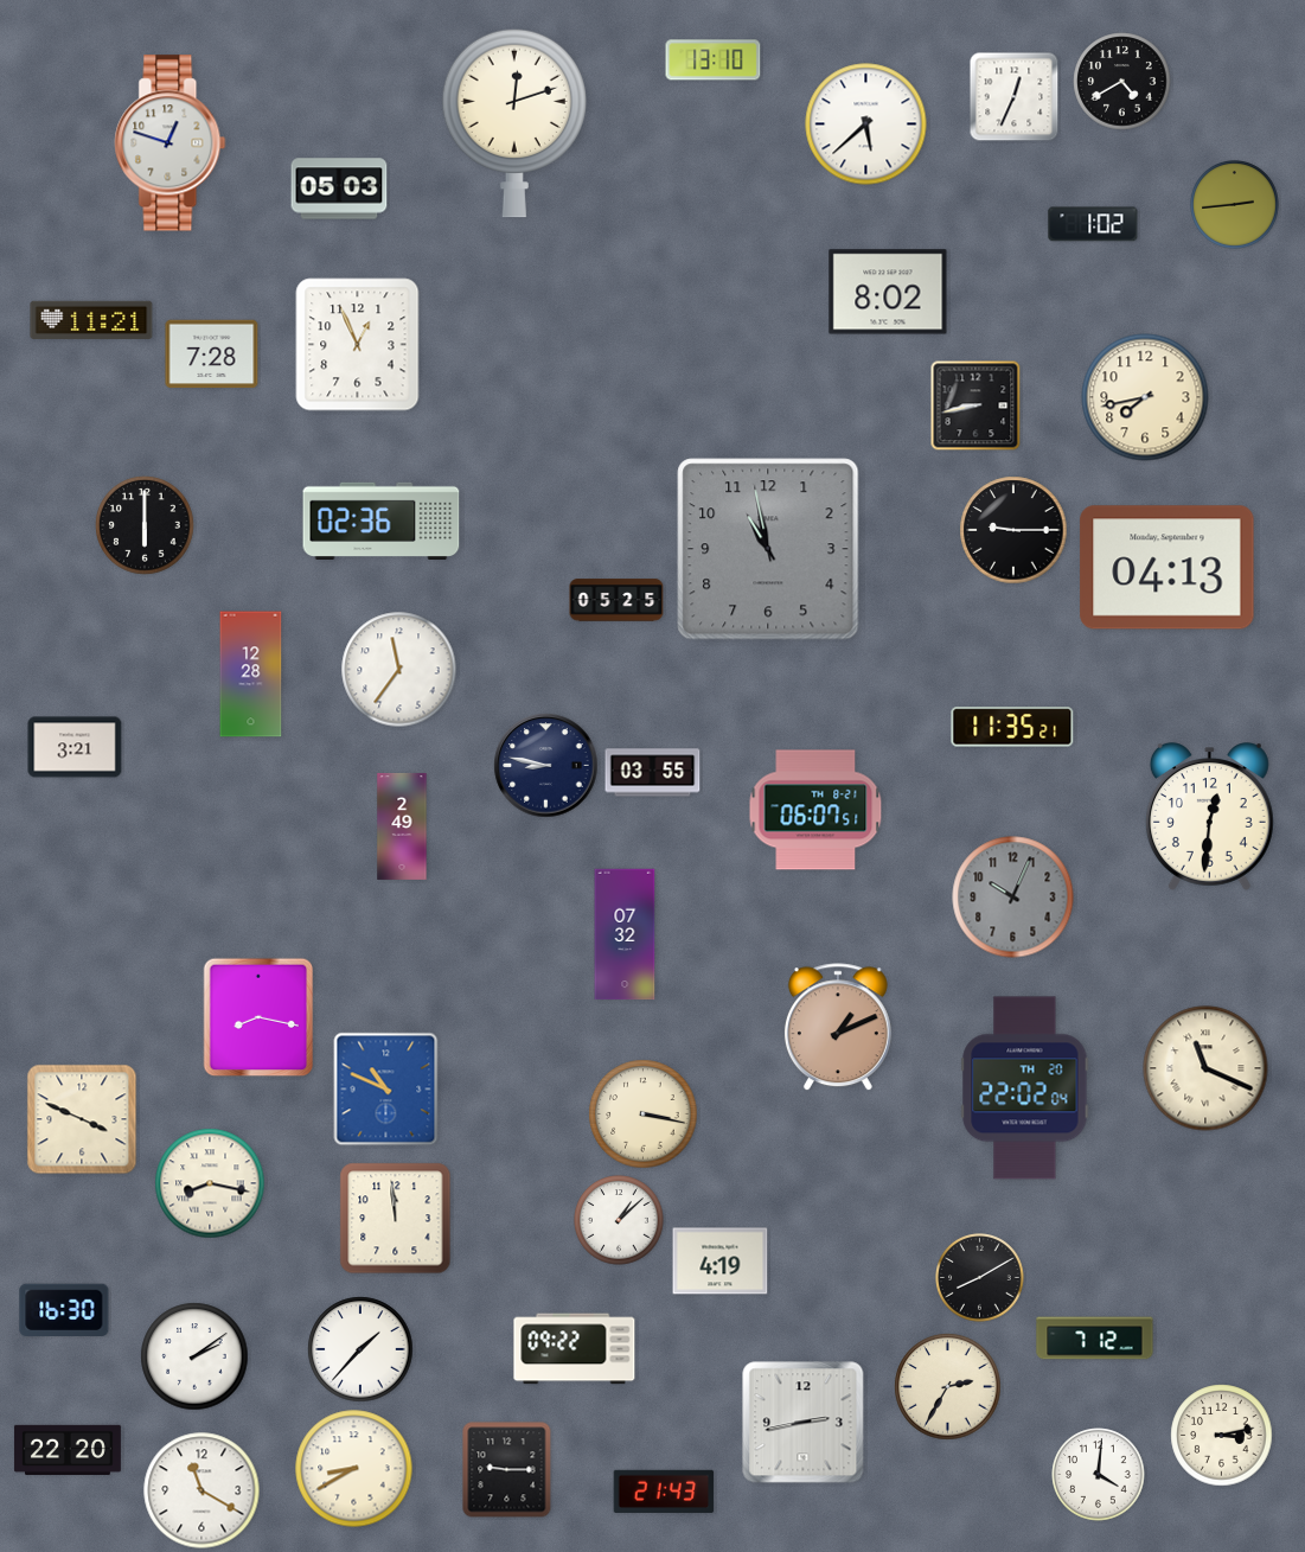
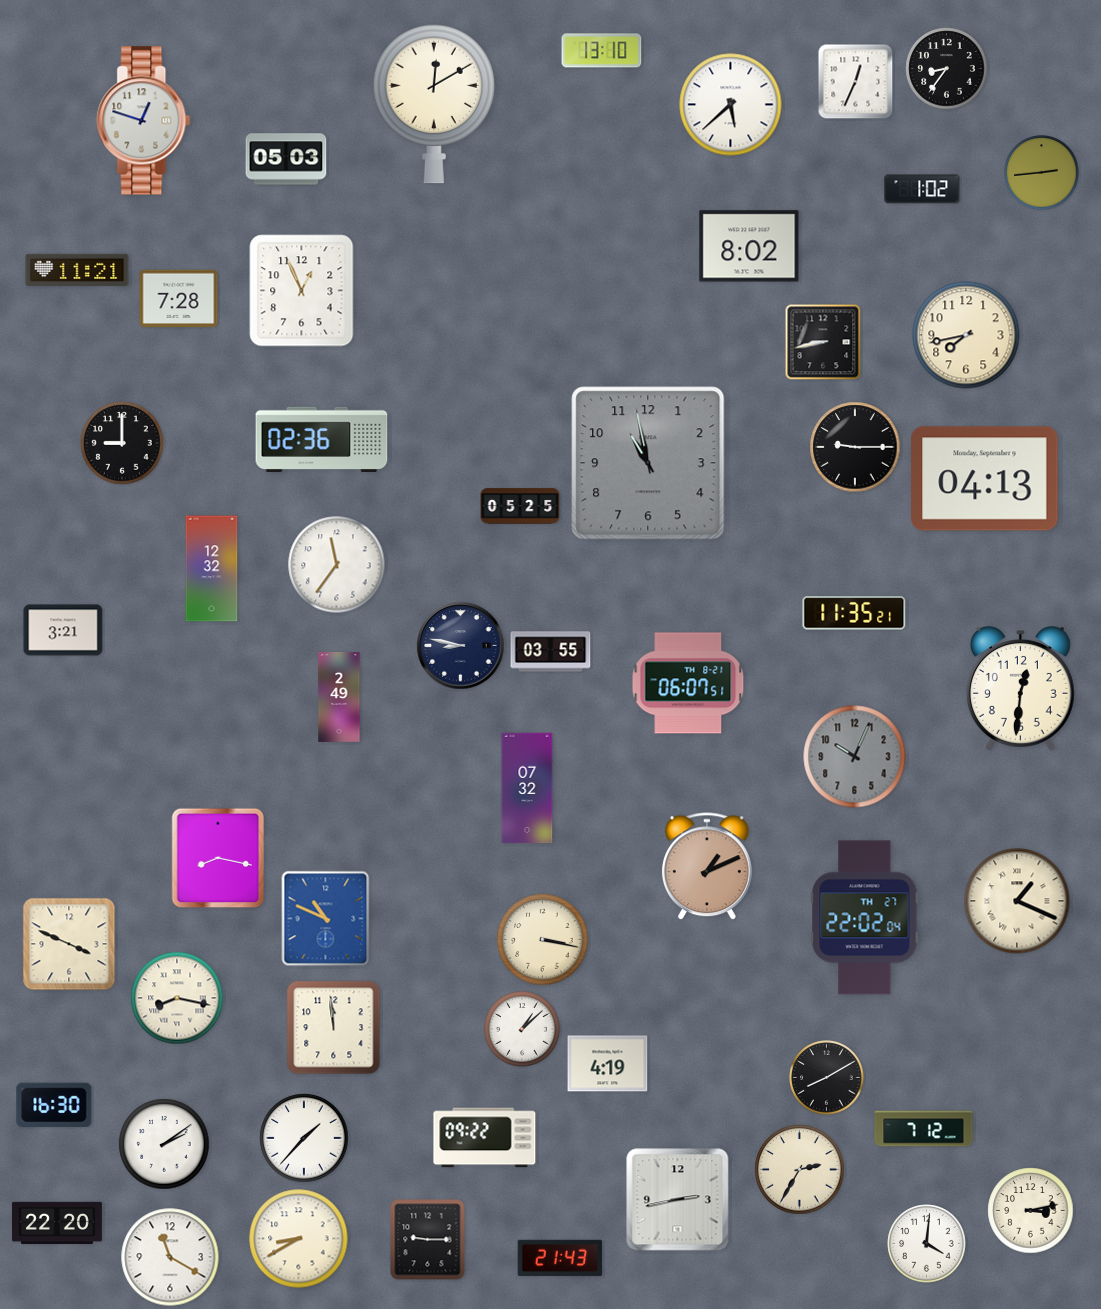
clock at (1122, 82): 4:40 -> 8:36
clock at (514, 123): 12:12 -> 12:10
clock at (145, 525): 6:00 -> 9:00
clock at (251, 675): 12:28 -> 12:32
clock at (1205, 1068): 11:19 -> 1:19
clock at (1025, 1088) date: TH 20 -> TH 27
